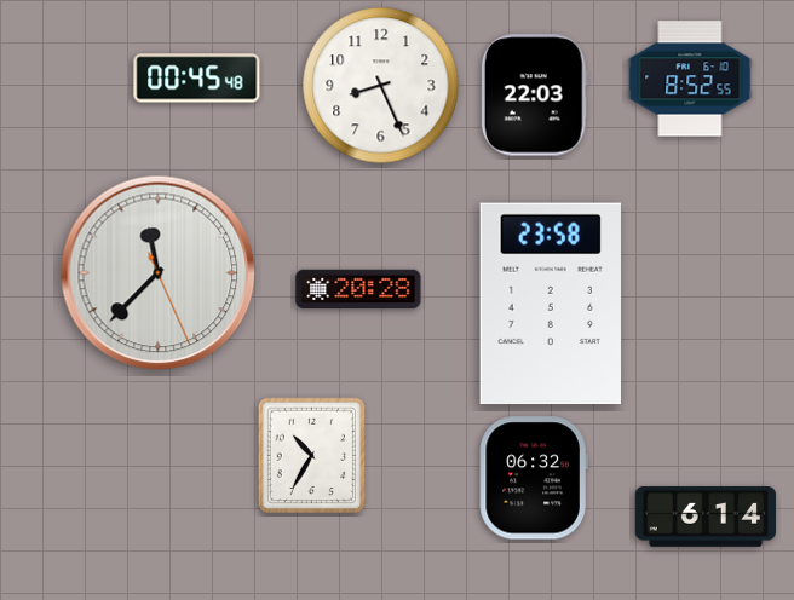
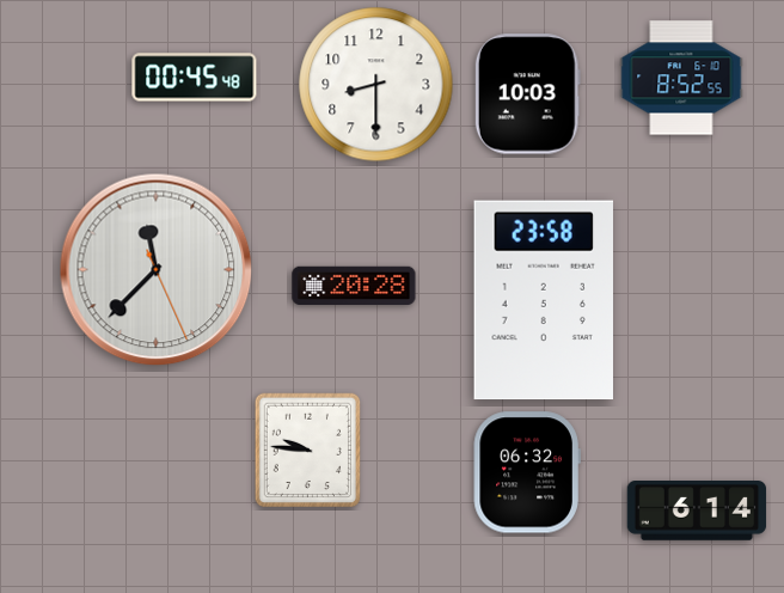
clock at (381, 86): 8:26 -> 8:30
clock at (534, 96): 22:03 -> 10:03
clock at (312, 456): 10:35 -> 9:46
